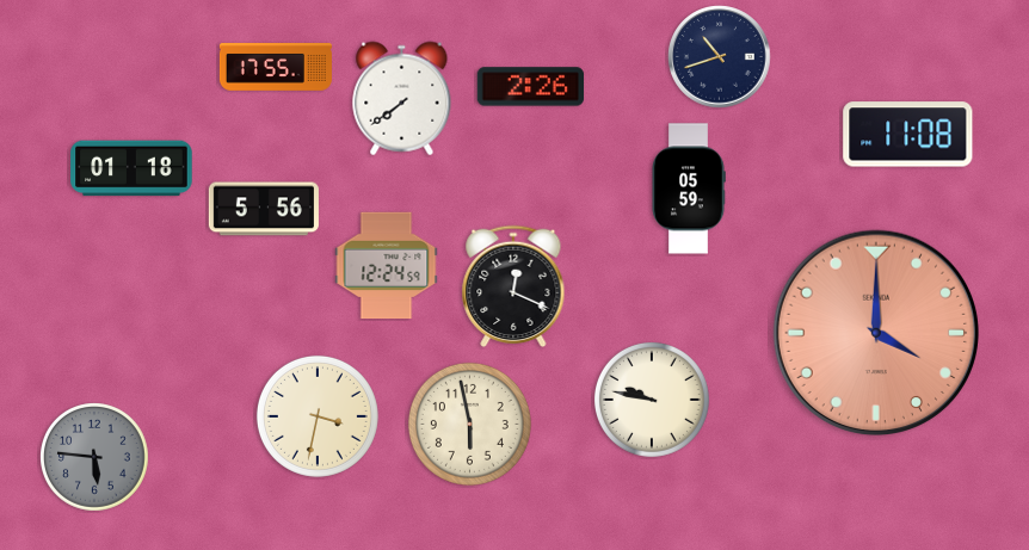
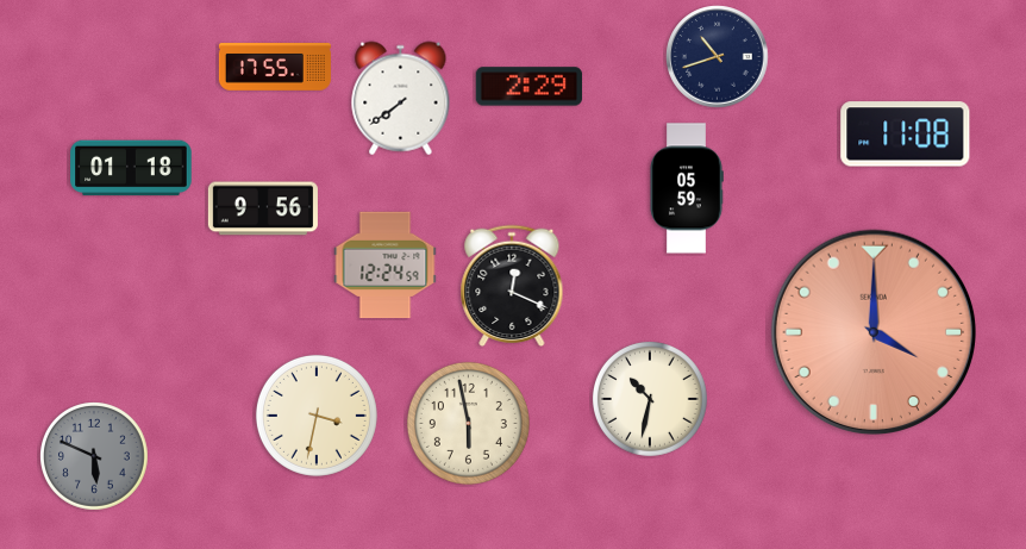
clock at (531, 87): 2:26 -> 2:29
clock at (264, 209): 5:56 -> 9:56
clock at (652, 400): 9:47 -> 10:32
clock at (95, 458): 5:46 -> 5:49
